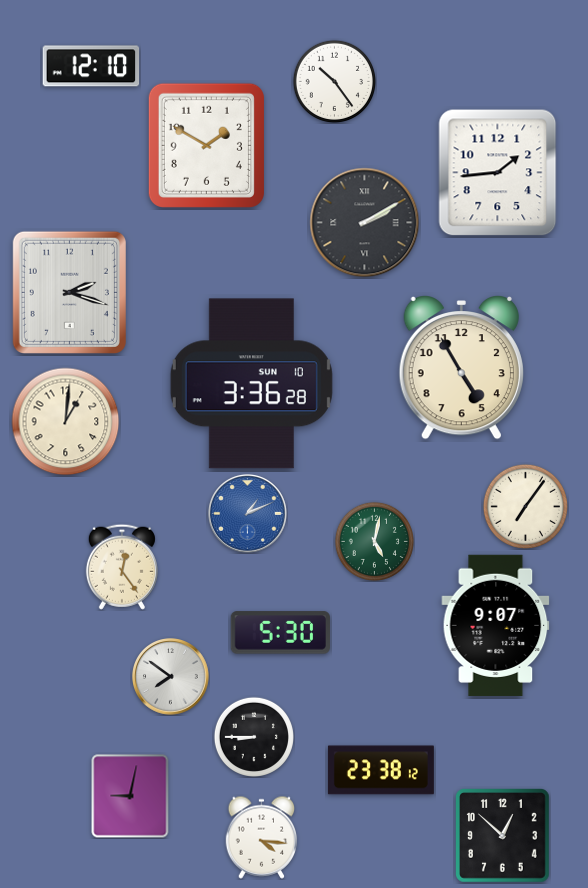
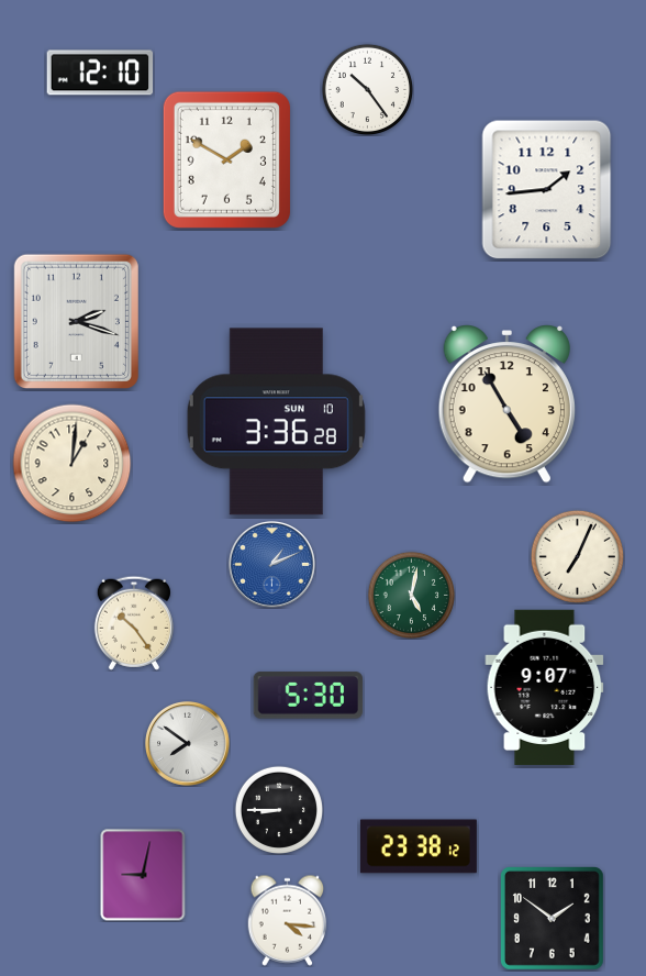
clock at (365, 223): 2:10 -> none
clock at (525, 506): 7:06 -> 7:04
clock at (122, 567): 12:24 -> 10:24
clock at (503, 836): 12:52 -> 1:51
